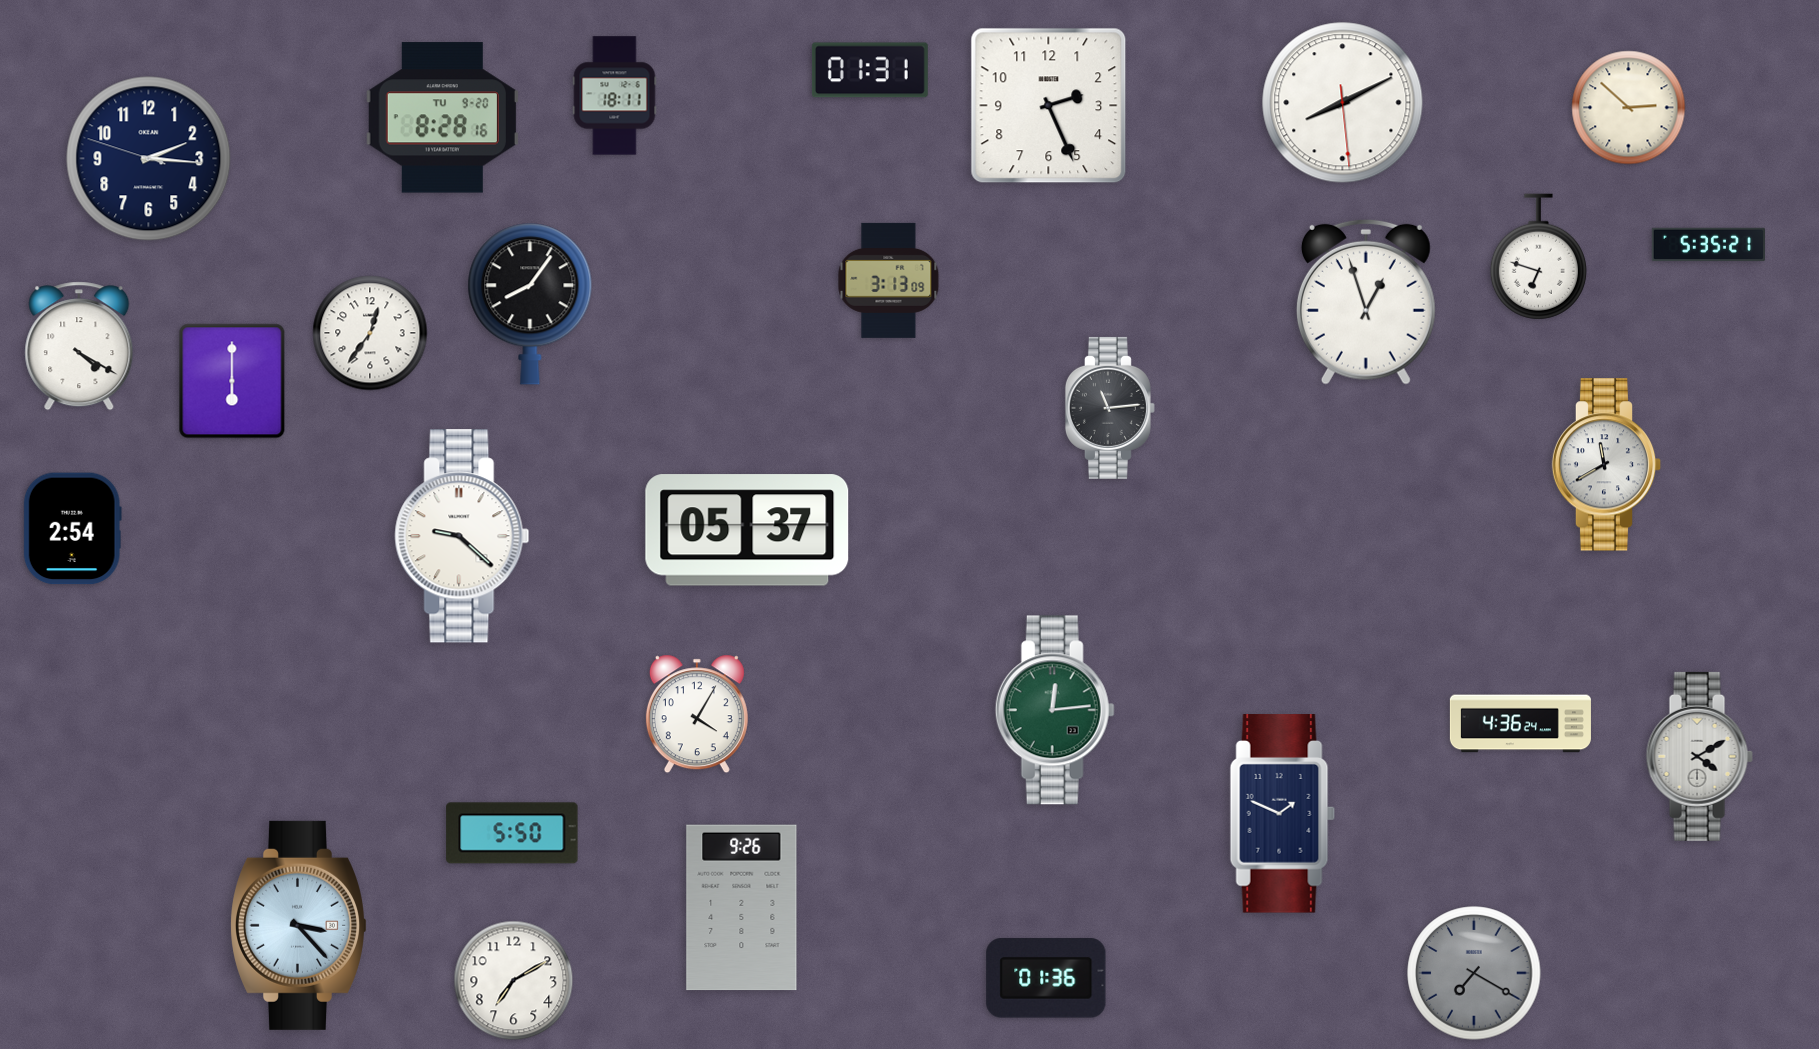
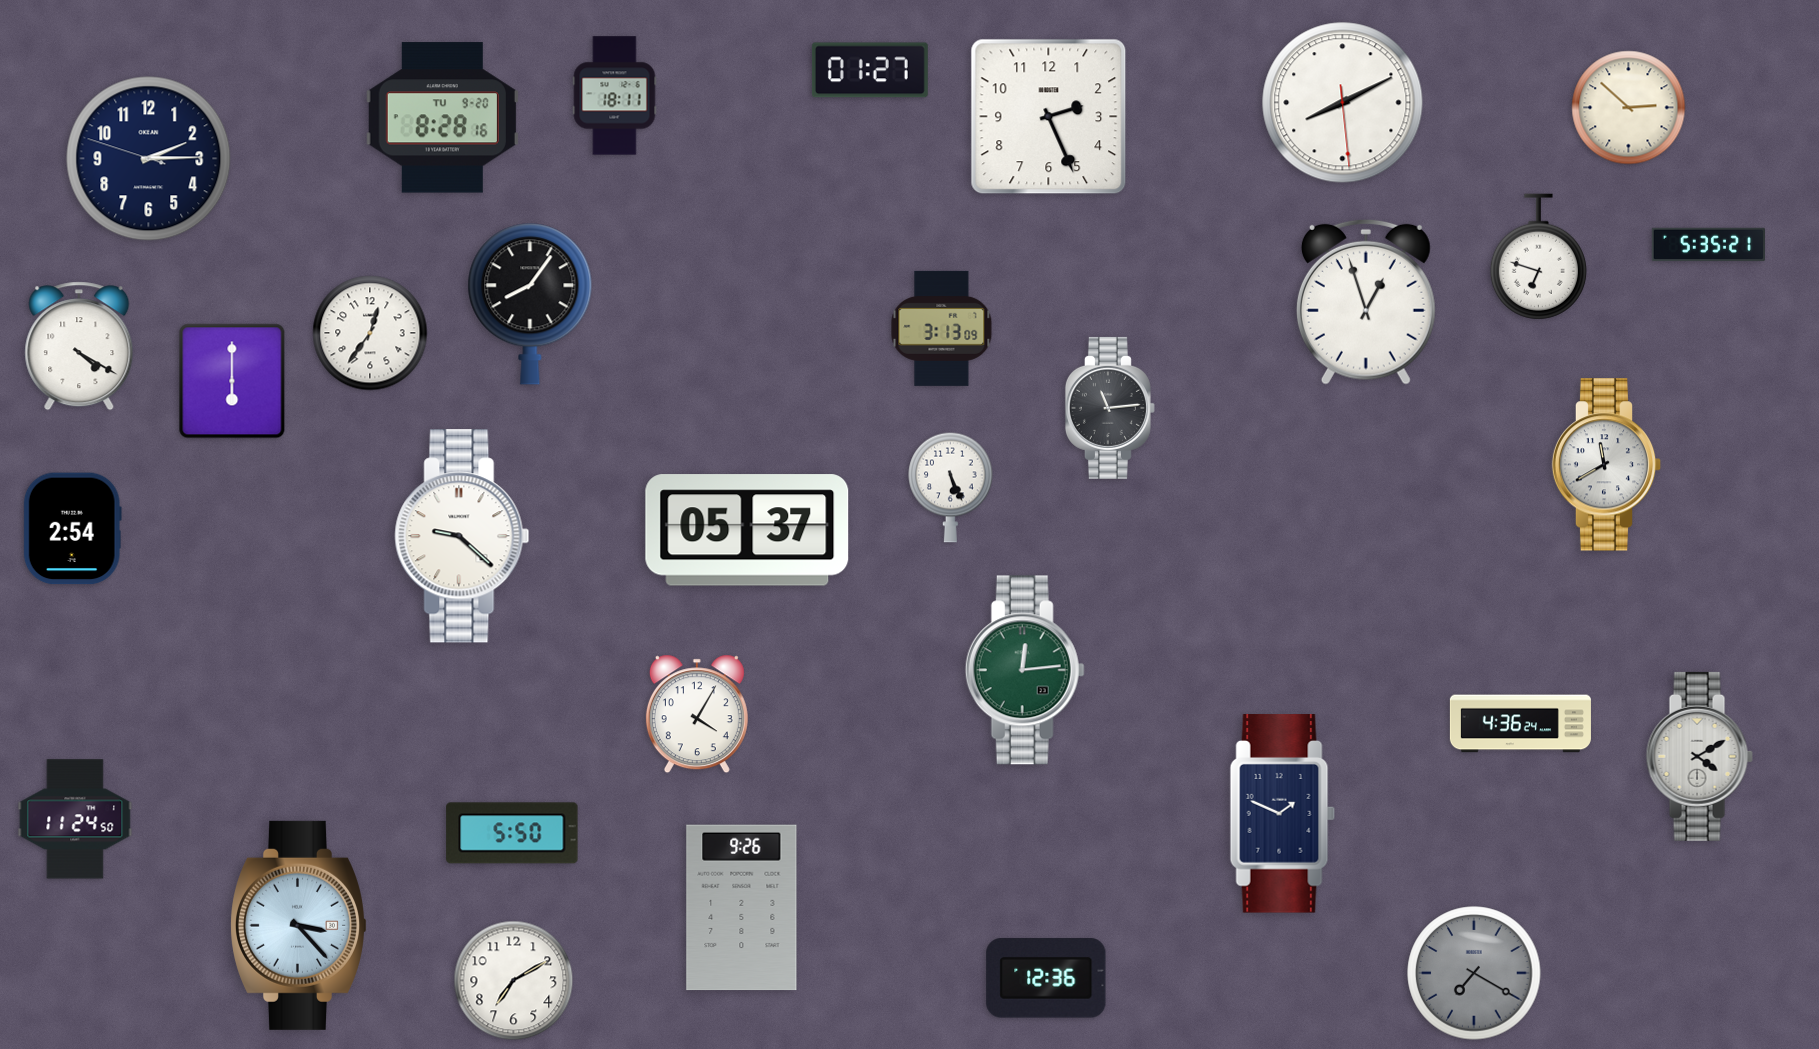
clock at (870, 70): 01:31 -> 01:27
clock at (1049, 106) position: (1049, 106) -> (1049, 117)
clock at (149, 159): 2:15 -> 2:14
clock at (889, 280) position: (889, 280) -> (942, 328)
clock at (951, 487): none -> 5:26
clock at (1055, 710) position: (1055, 710) -> (1025, 670)
clock at (75, 819): none -> 11:24
clock at (1046, 978): 01:36 -> 12:36
